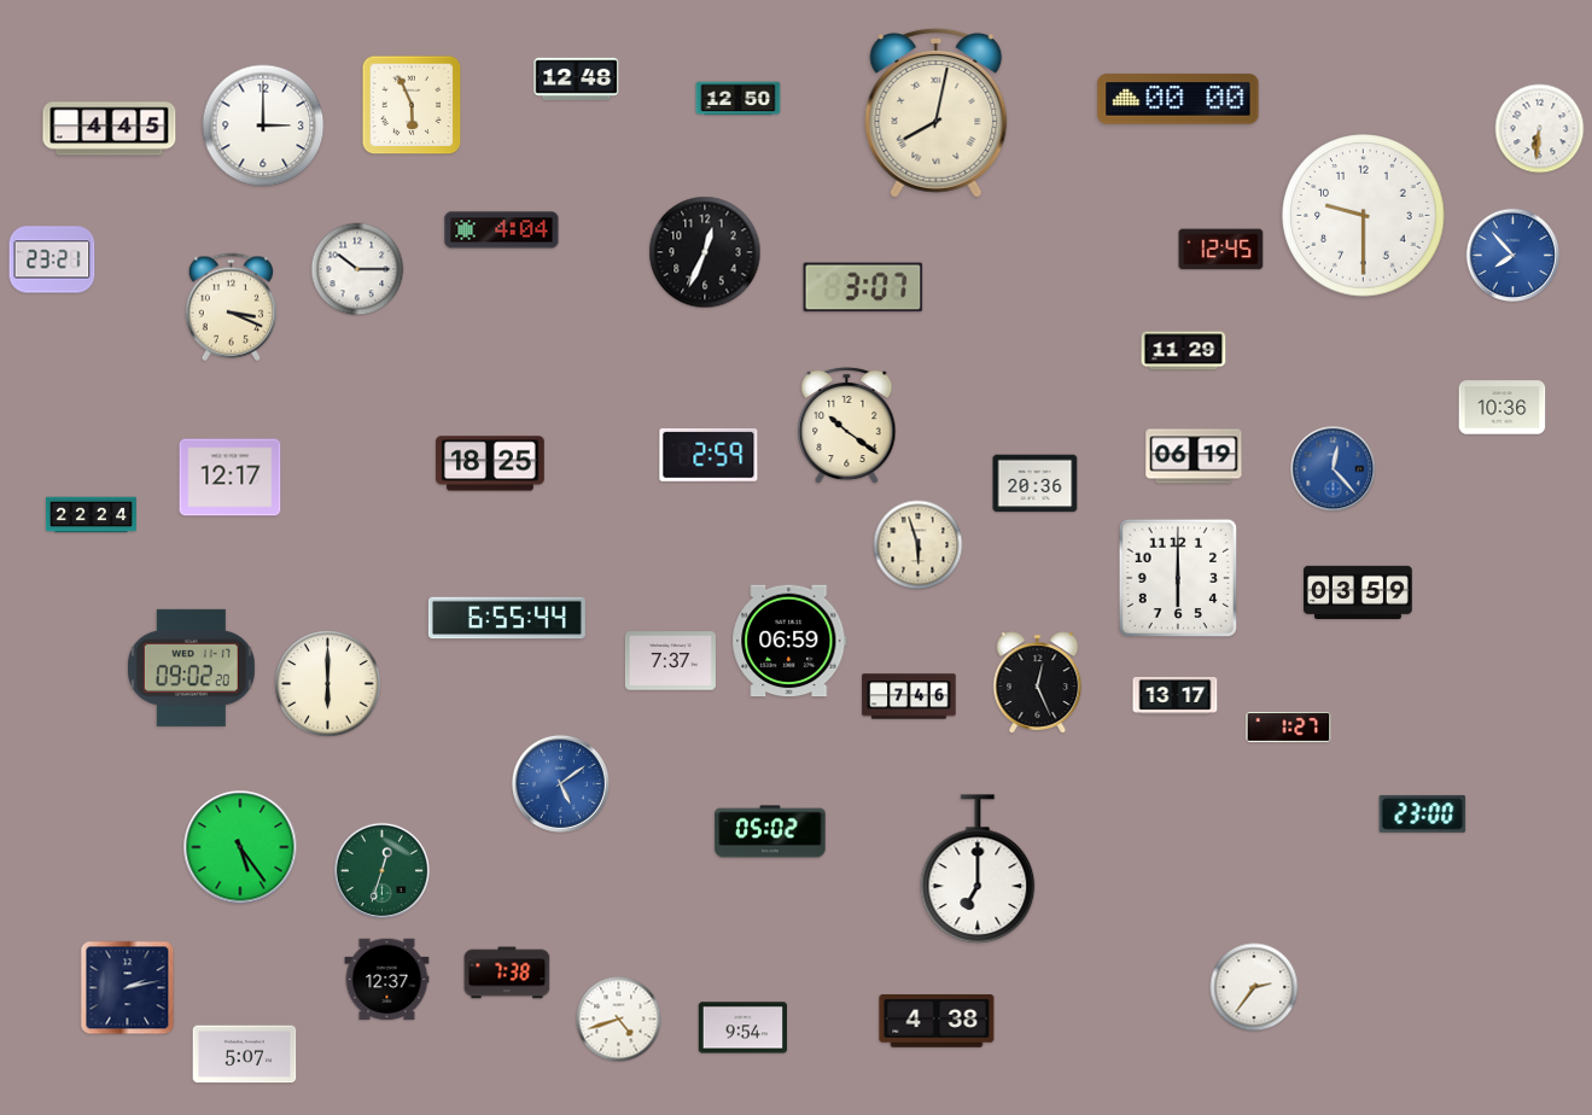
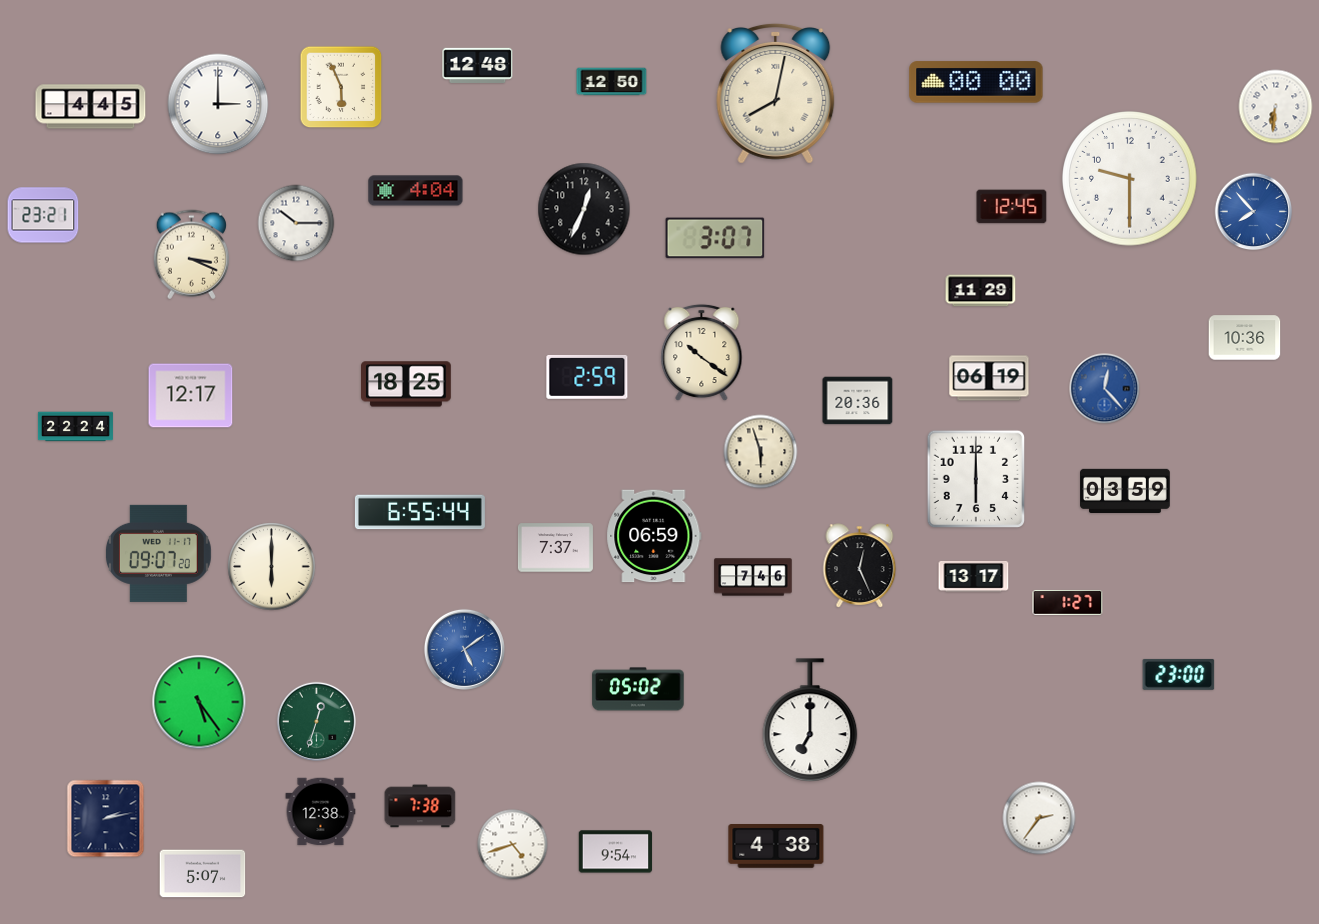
clock at (789, 641) position: (789, 641) -> (654, 536)
clock at (191, 667): 09:02 -> 09:07
clock at (387, 980): 12:37 -> 12:38
